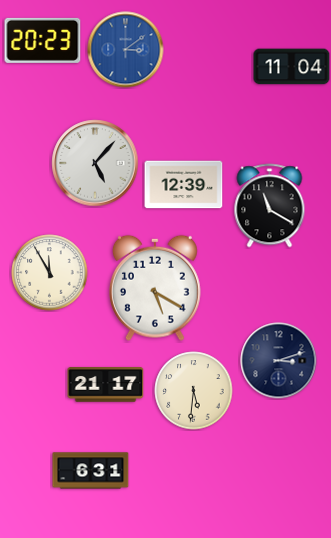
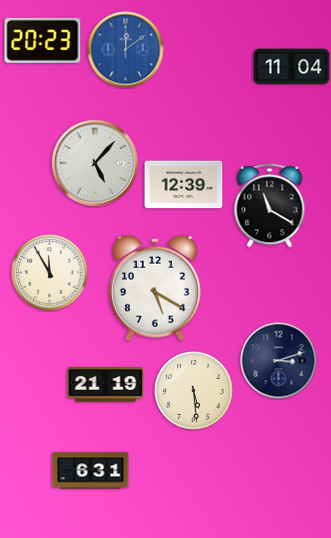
clock at (126, 50): 3:09 -> 12:09
clock at (106, 385): 21:17 -> 21:19
clock at (194, 391): 5:31 -> 5:29
